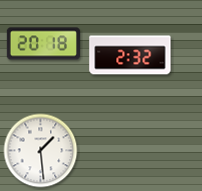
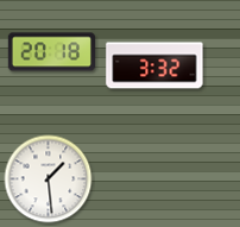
clock at (130, 55): 2:32 -> 3:32
